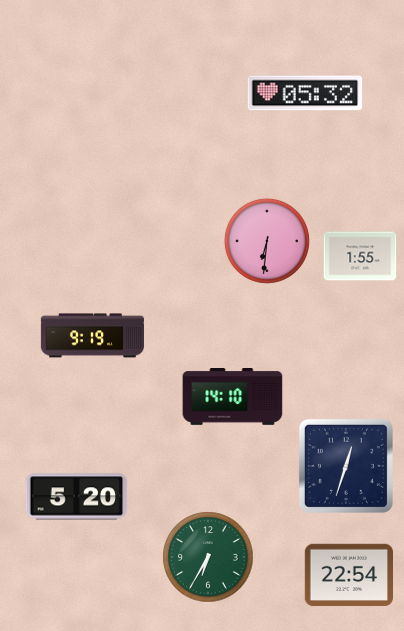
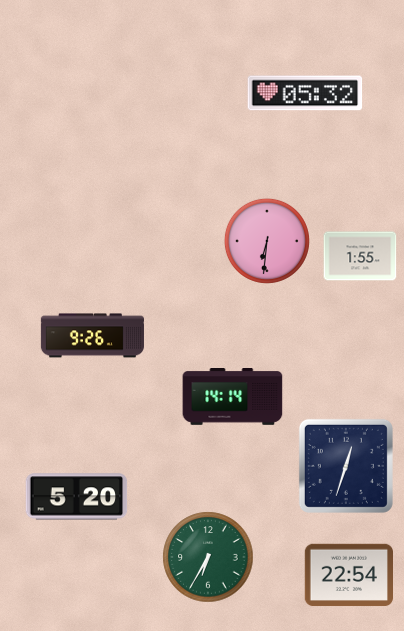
clock at (92, 336): 9:19 -> 9:26
clock at (233, 397): 14:10 -> 14:14
